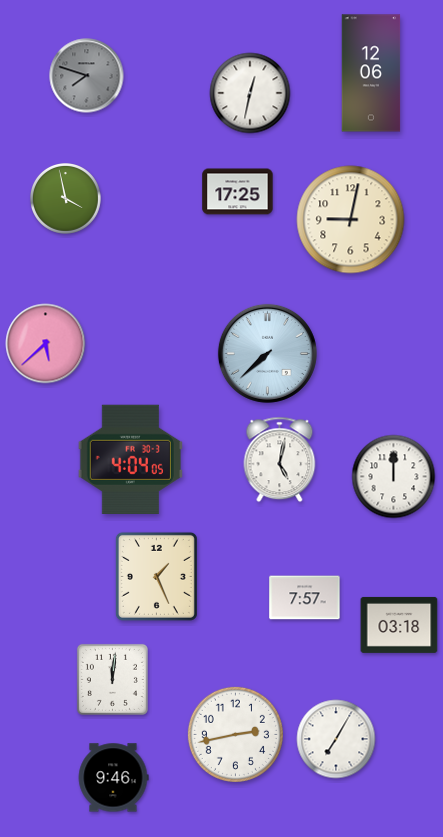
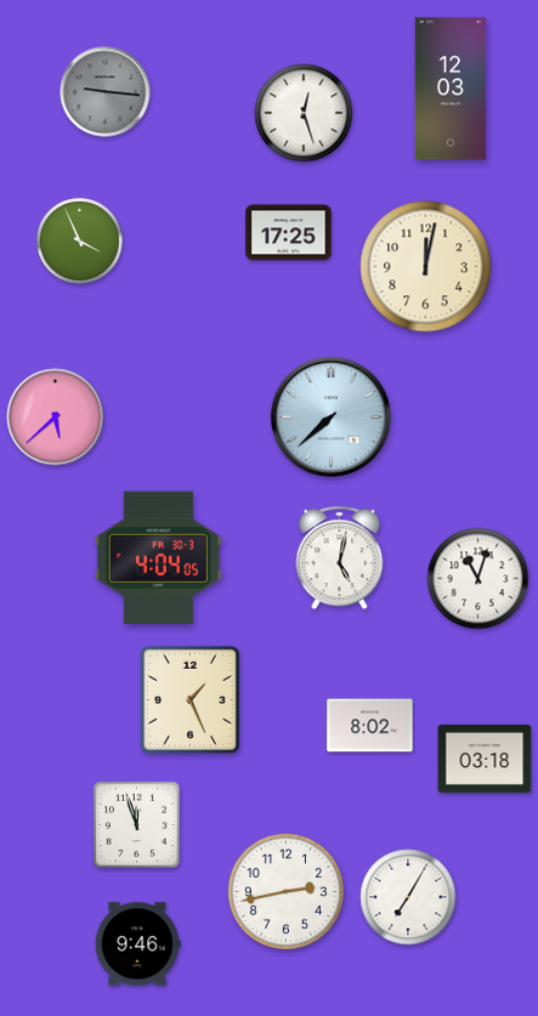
clock at (371, 73): 12:06 -> 12:03
clock at (87, 76): 7:48 -> 9:16
clock at (250, 93): 12:32 -> 12:27
clock at (66, 199): 3:58 -> 3:56
clock at (351, 220): 9:02 -> 12:02
clock at (267, 353) position: (267, 353) -> (330, 416)
clock at (394, 477): 12:00 -> 11:03
clock at (305, 598): 7:57 -> 8:02
clock at (112, 679): 12:01 -> 11:57
